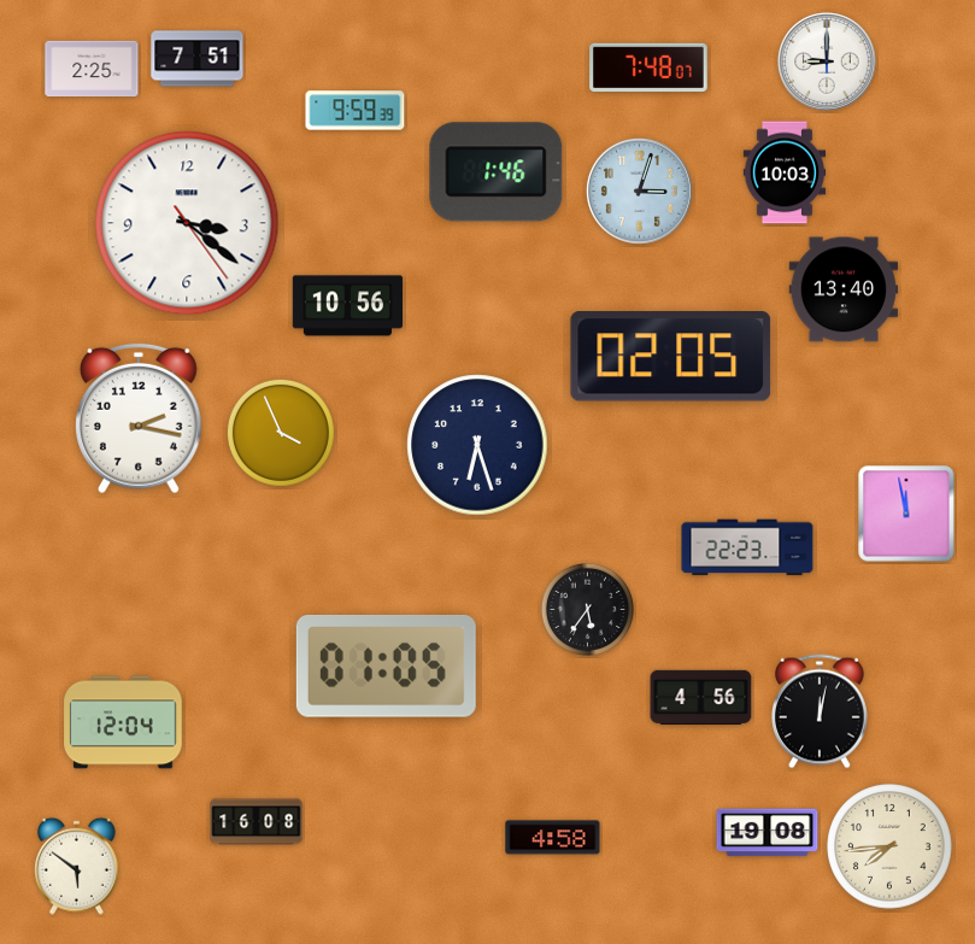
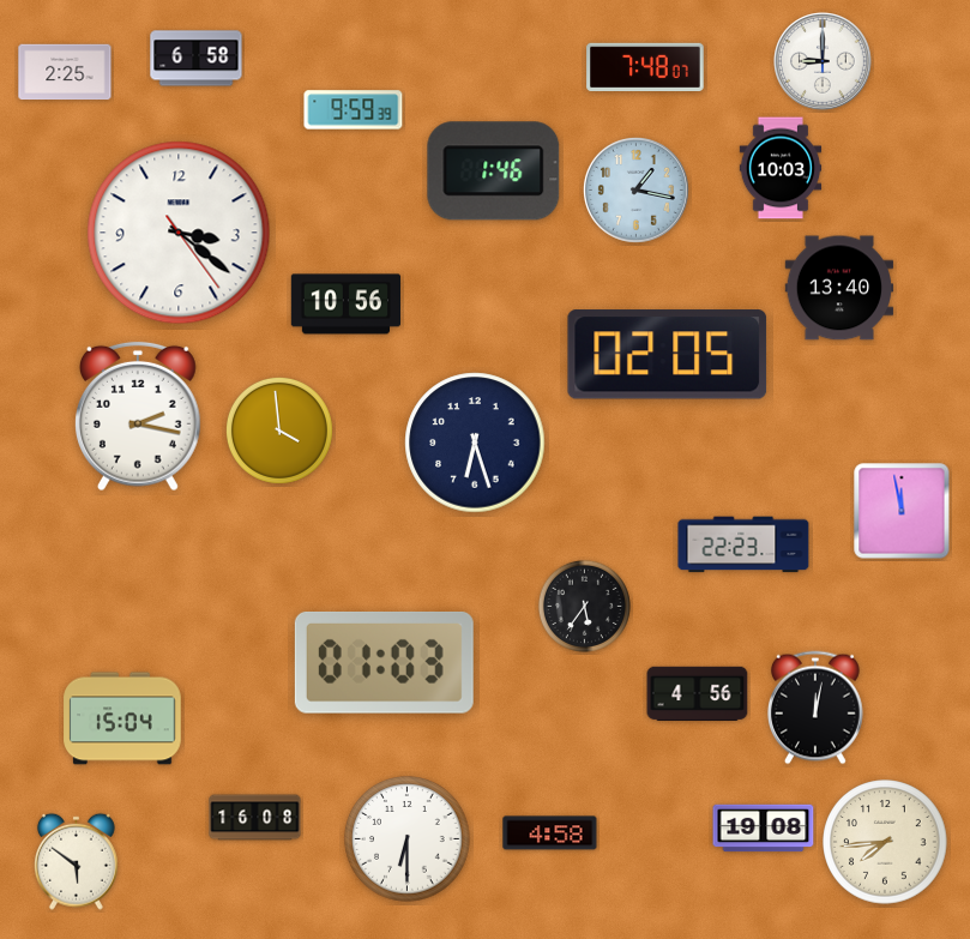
clock at (198, 59): 7:51 -> 6:58
clock at (92, 69) position: (92, 69) -> (65, 72)
clock at (785, 172) position: (785, 172) -> (781, 168)
clock at (639, 190): 3:03 -> 1:17
clock at (187, 223) position: (187, 223) -> (179, 233)
clock at (281, 433): 3:56 -> 3:59
clock at (386, 666): 01:05 -> 01:03
clock at (123, 722): 12:04 -> 15:04
clock at (408, 839): none -> 6:30
